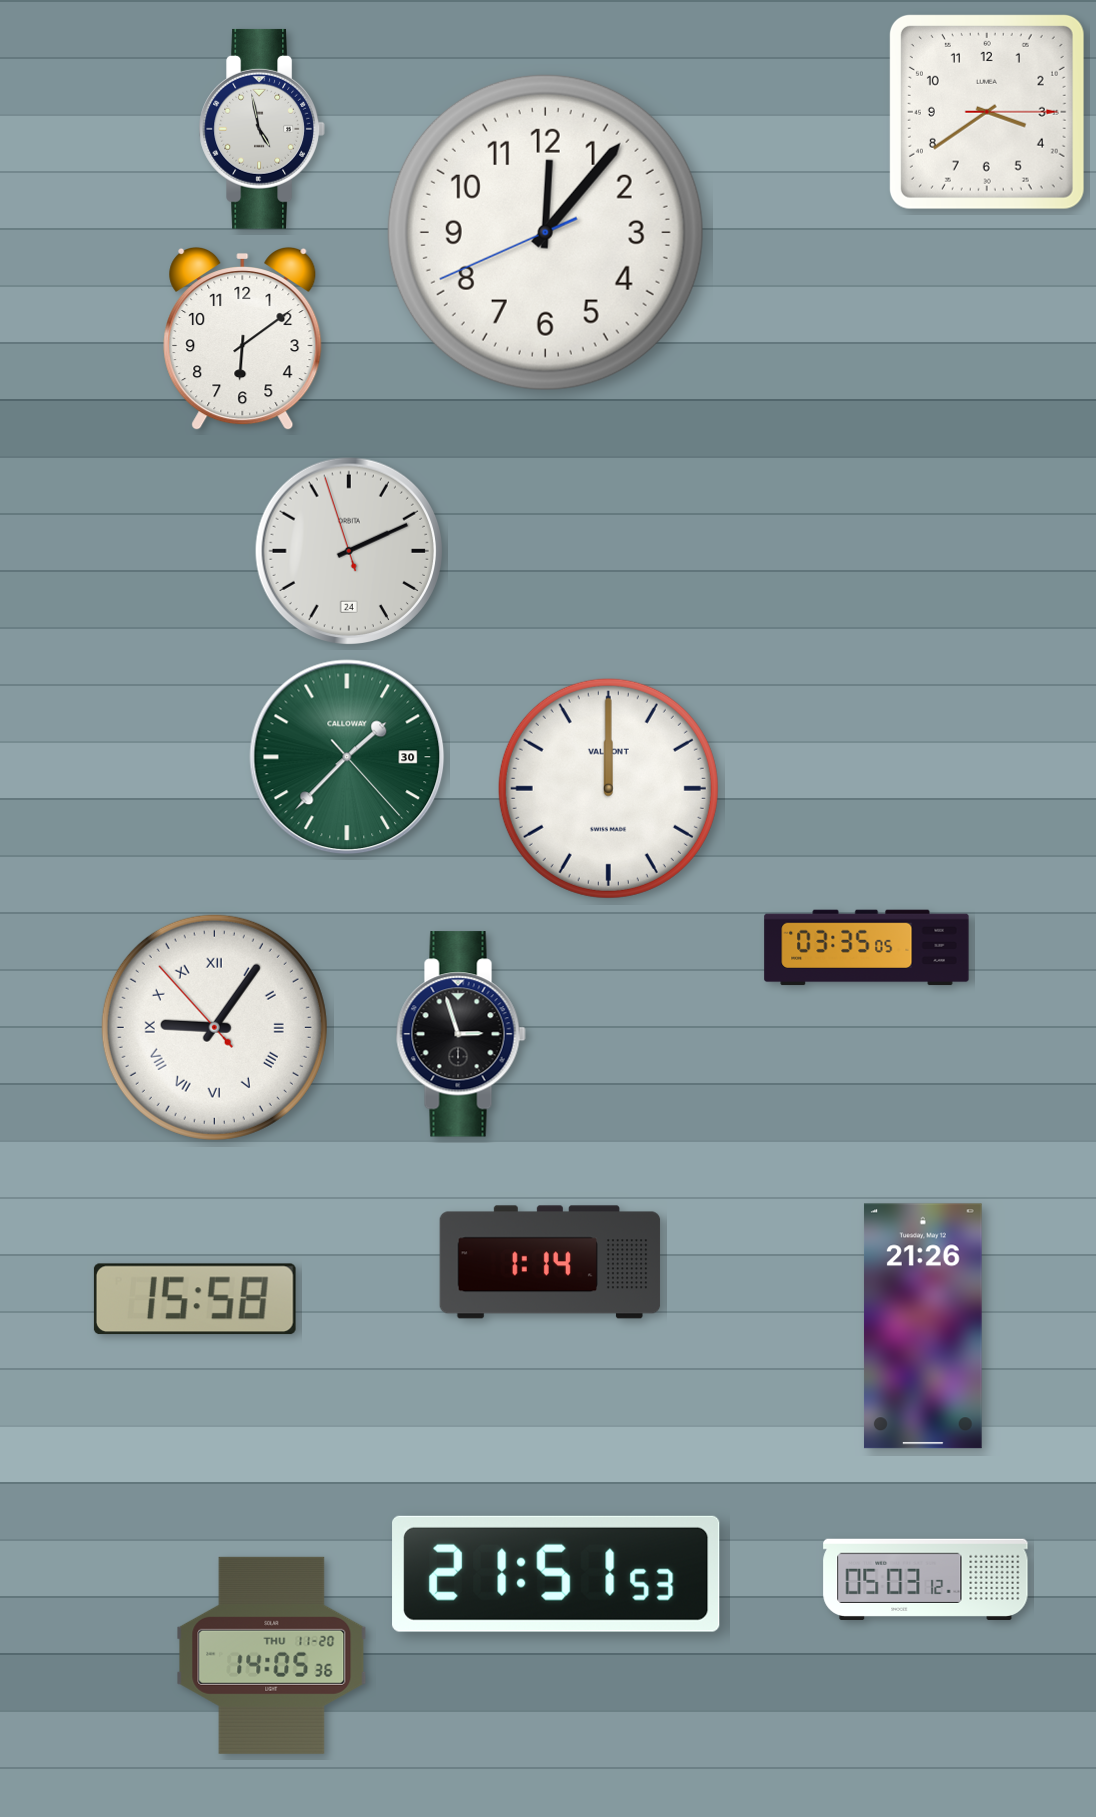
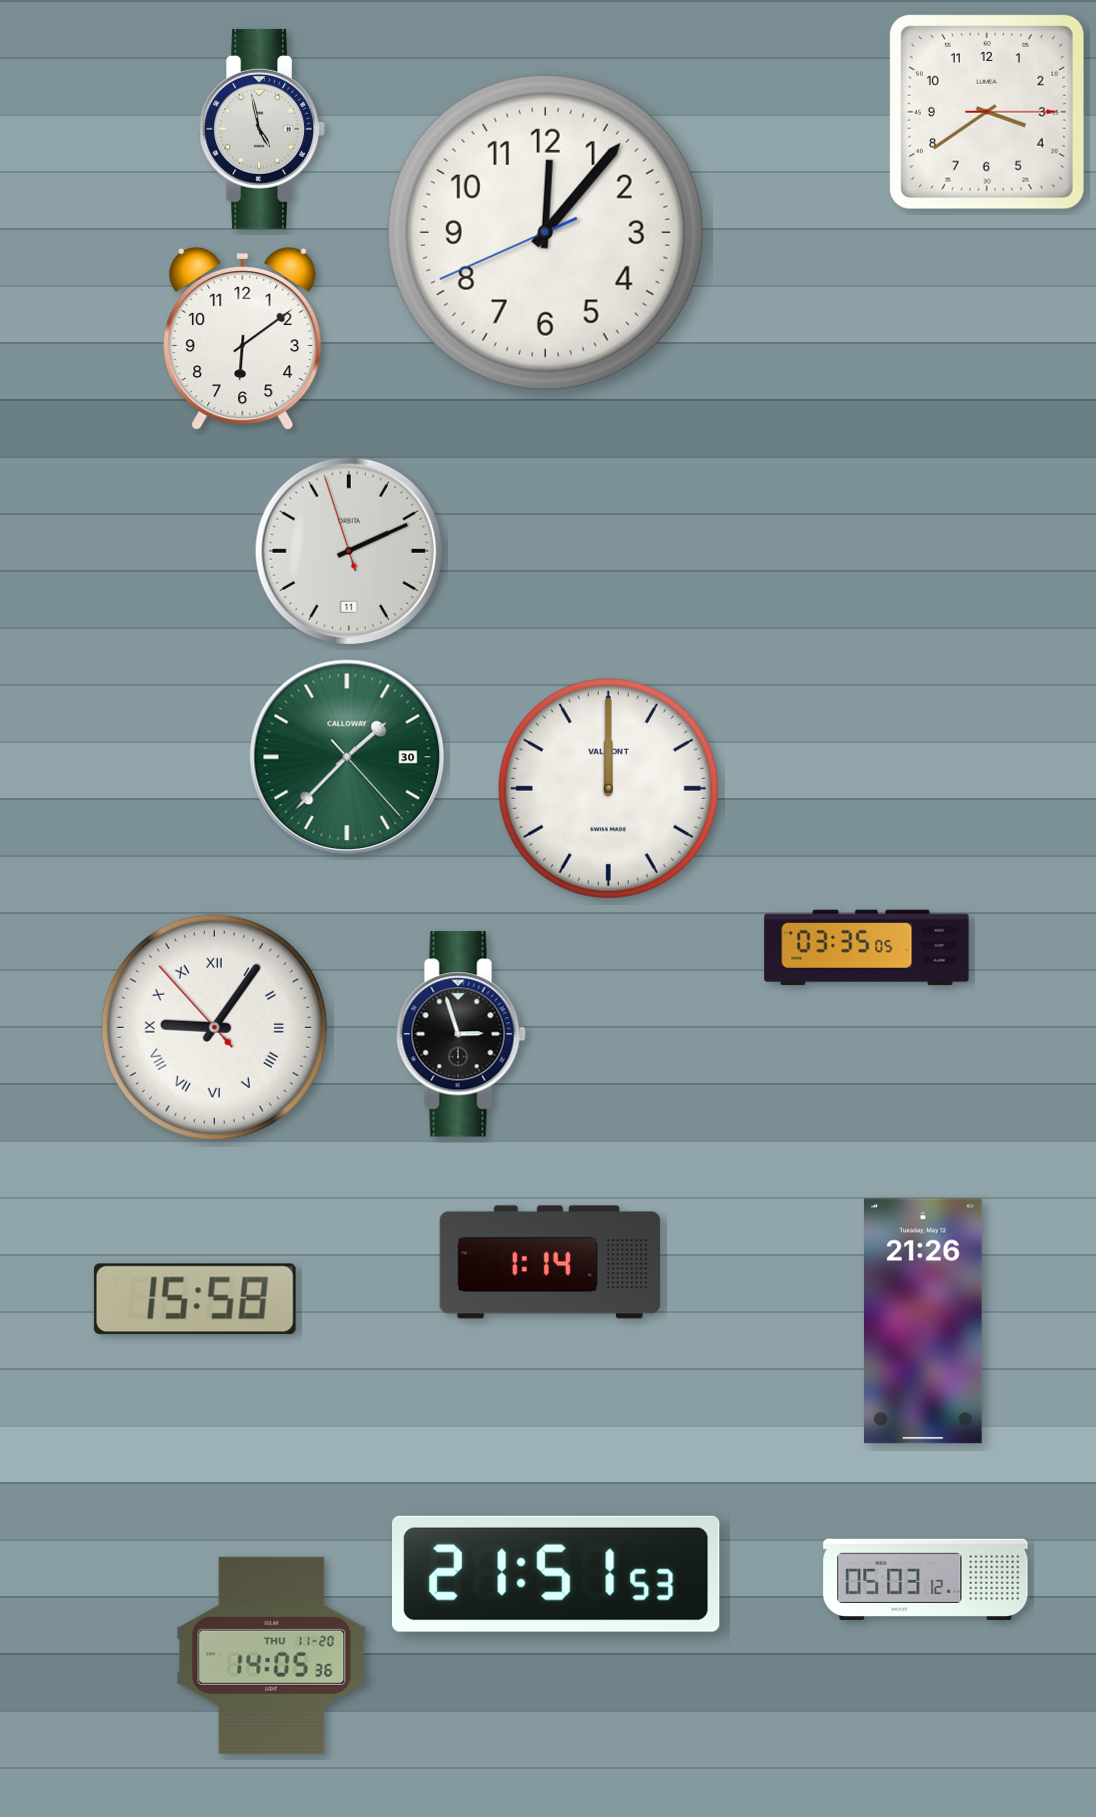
clock at (348, 550) date: 24 -> 11
clock at (923, 1326) position: (923, 1326) -> (923, 1321)
